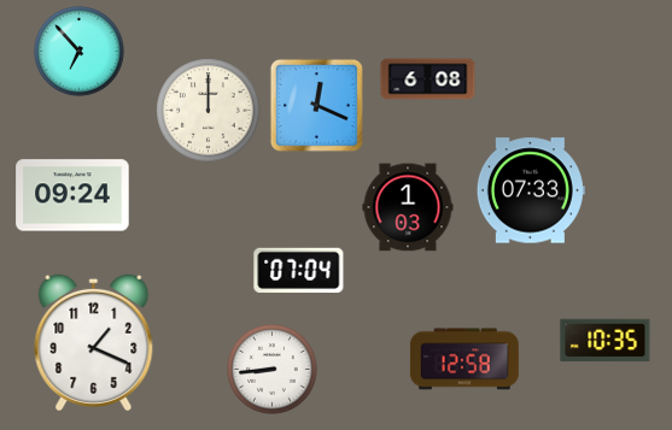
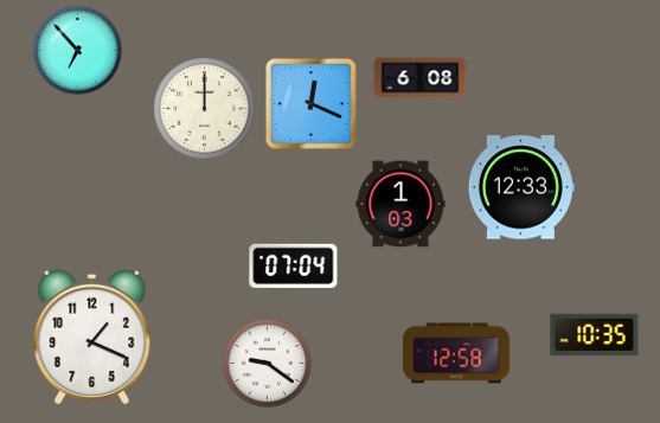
clock at (531, 190): 07:33 -> 12:33
clock at (72, 195): 09:24 -> none
clock at (273, 370): 8:44 -> 9:21
